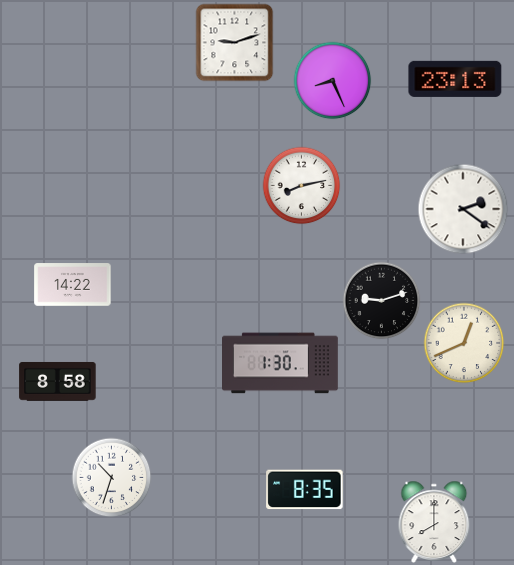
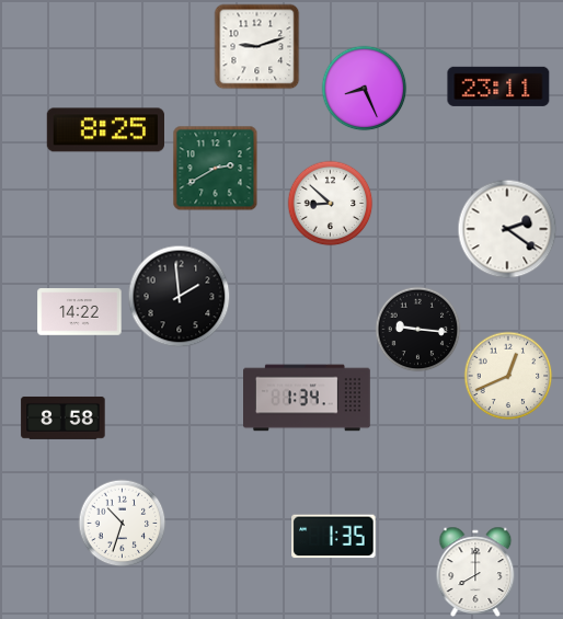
clock at (455, 79): 23:13 -> 23:11
clock at (105, 130): none -> 8:25
clock at (215, 168): none -> 2:40
clock at (301, 185): 8:13 -> 8:52
clock at (179, 296): none -> 1:59
clock at (381, 300): 9:12 -> 9:16
clock at (281, 363): 1:30 -> 1:34
clock at (305, 490): 8:35 -> 1:35
